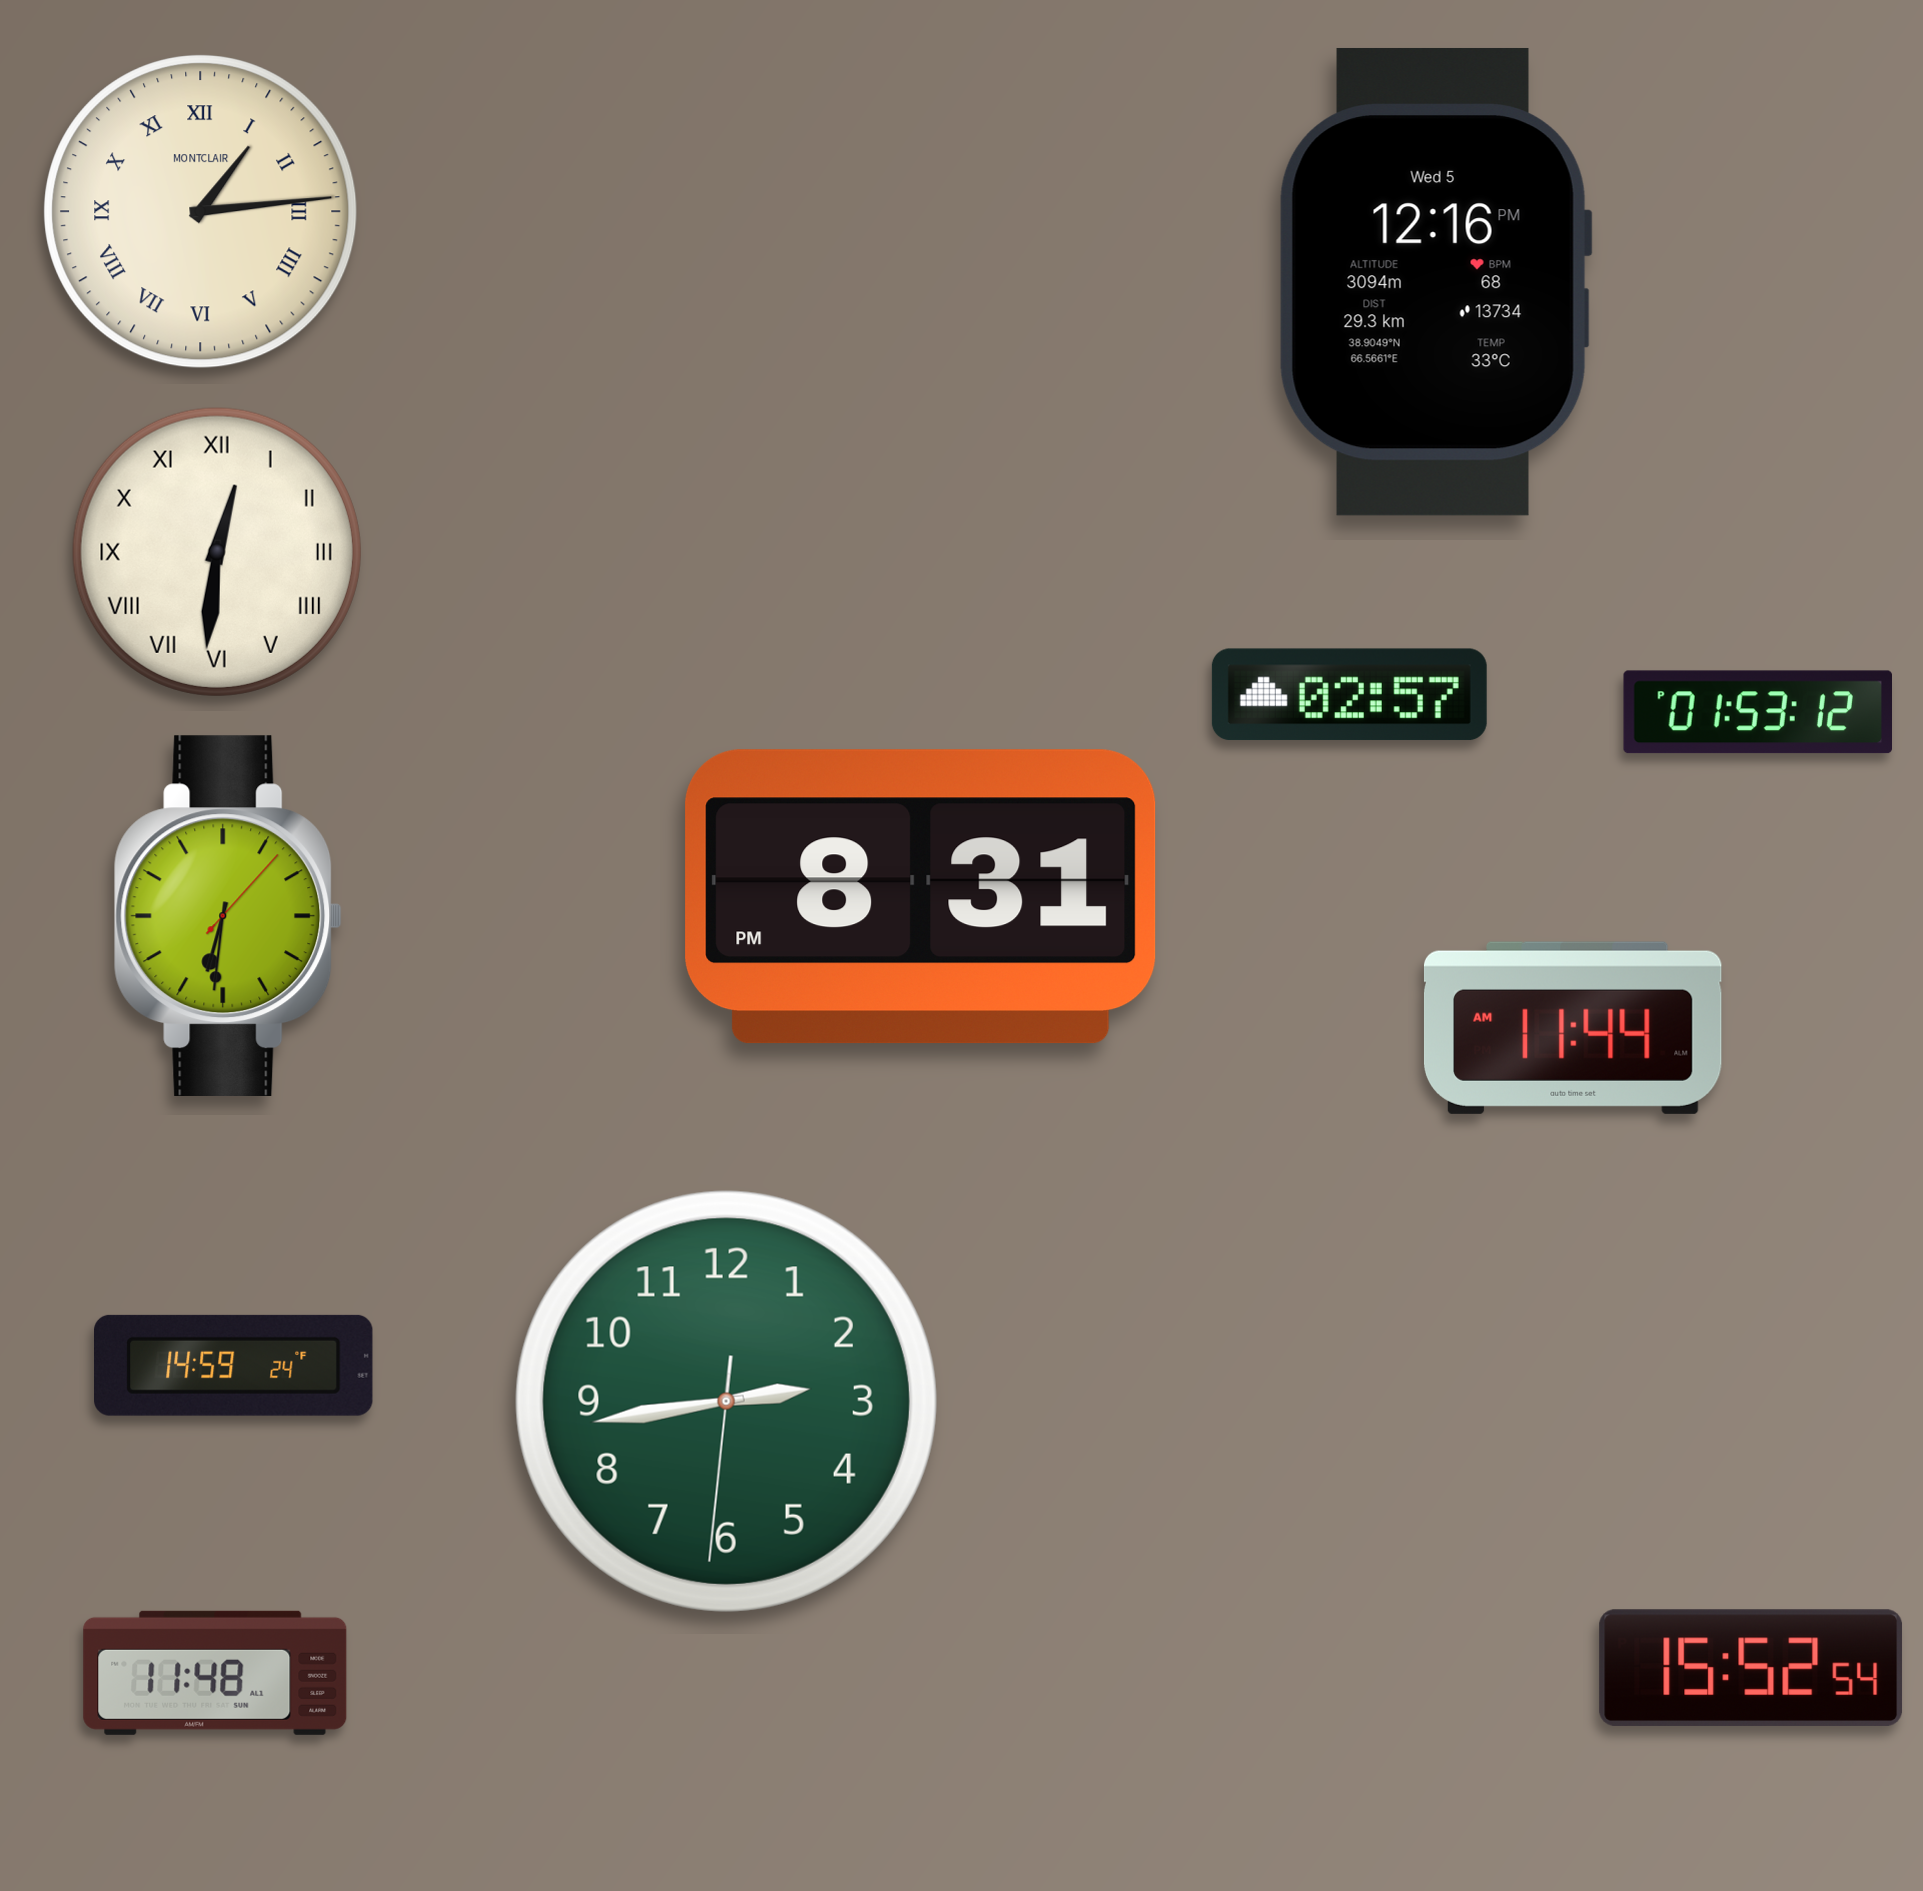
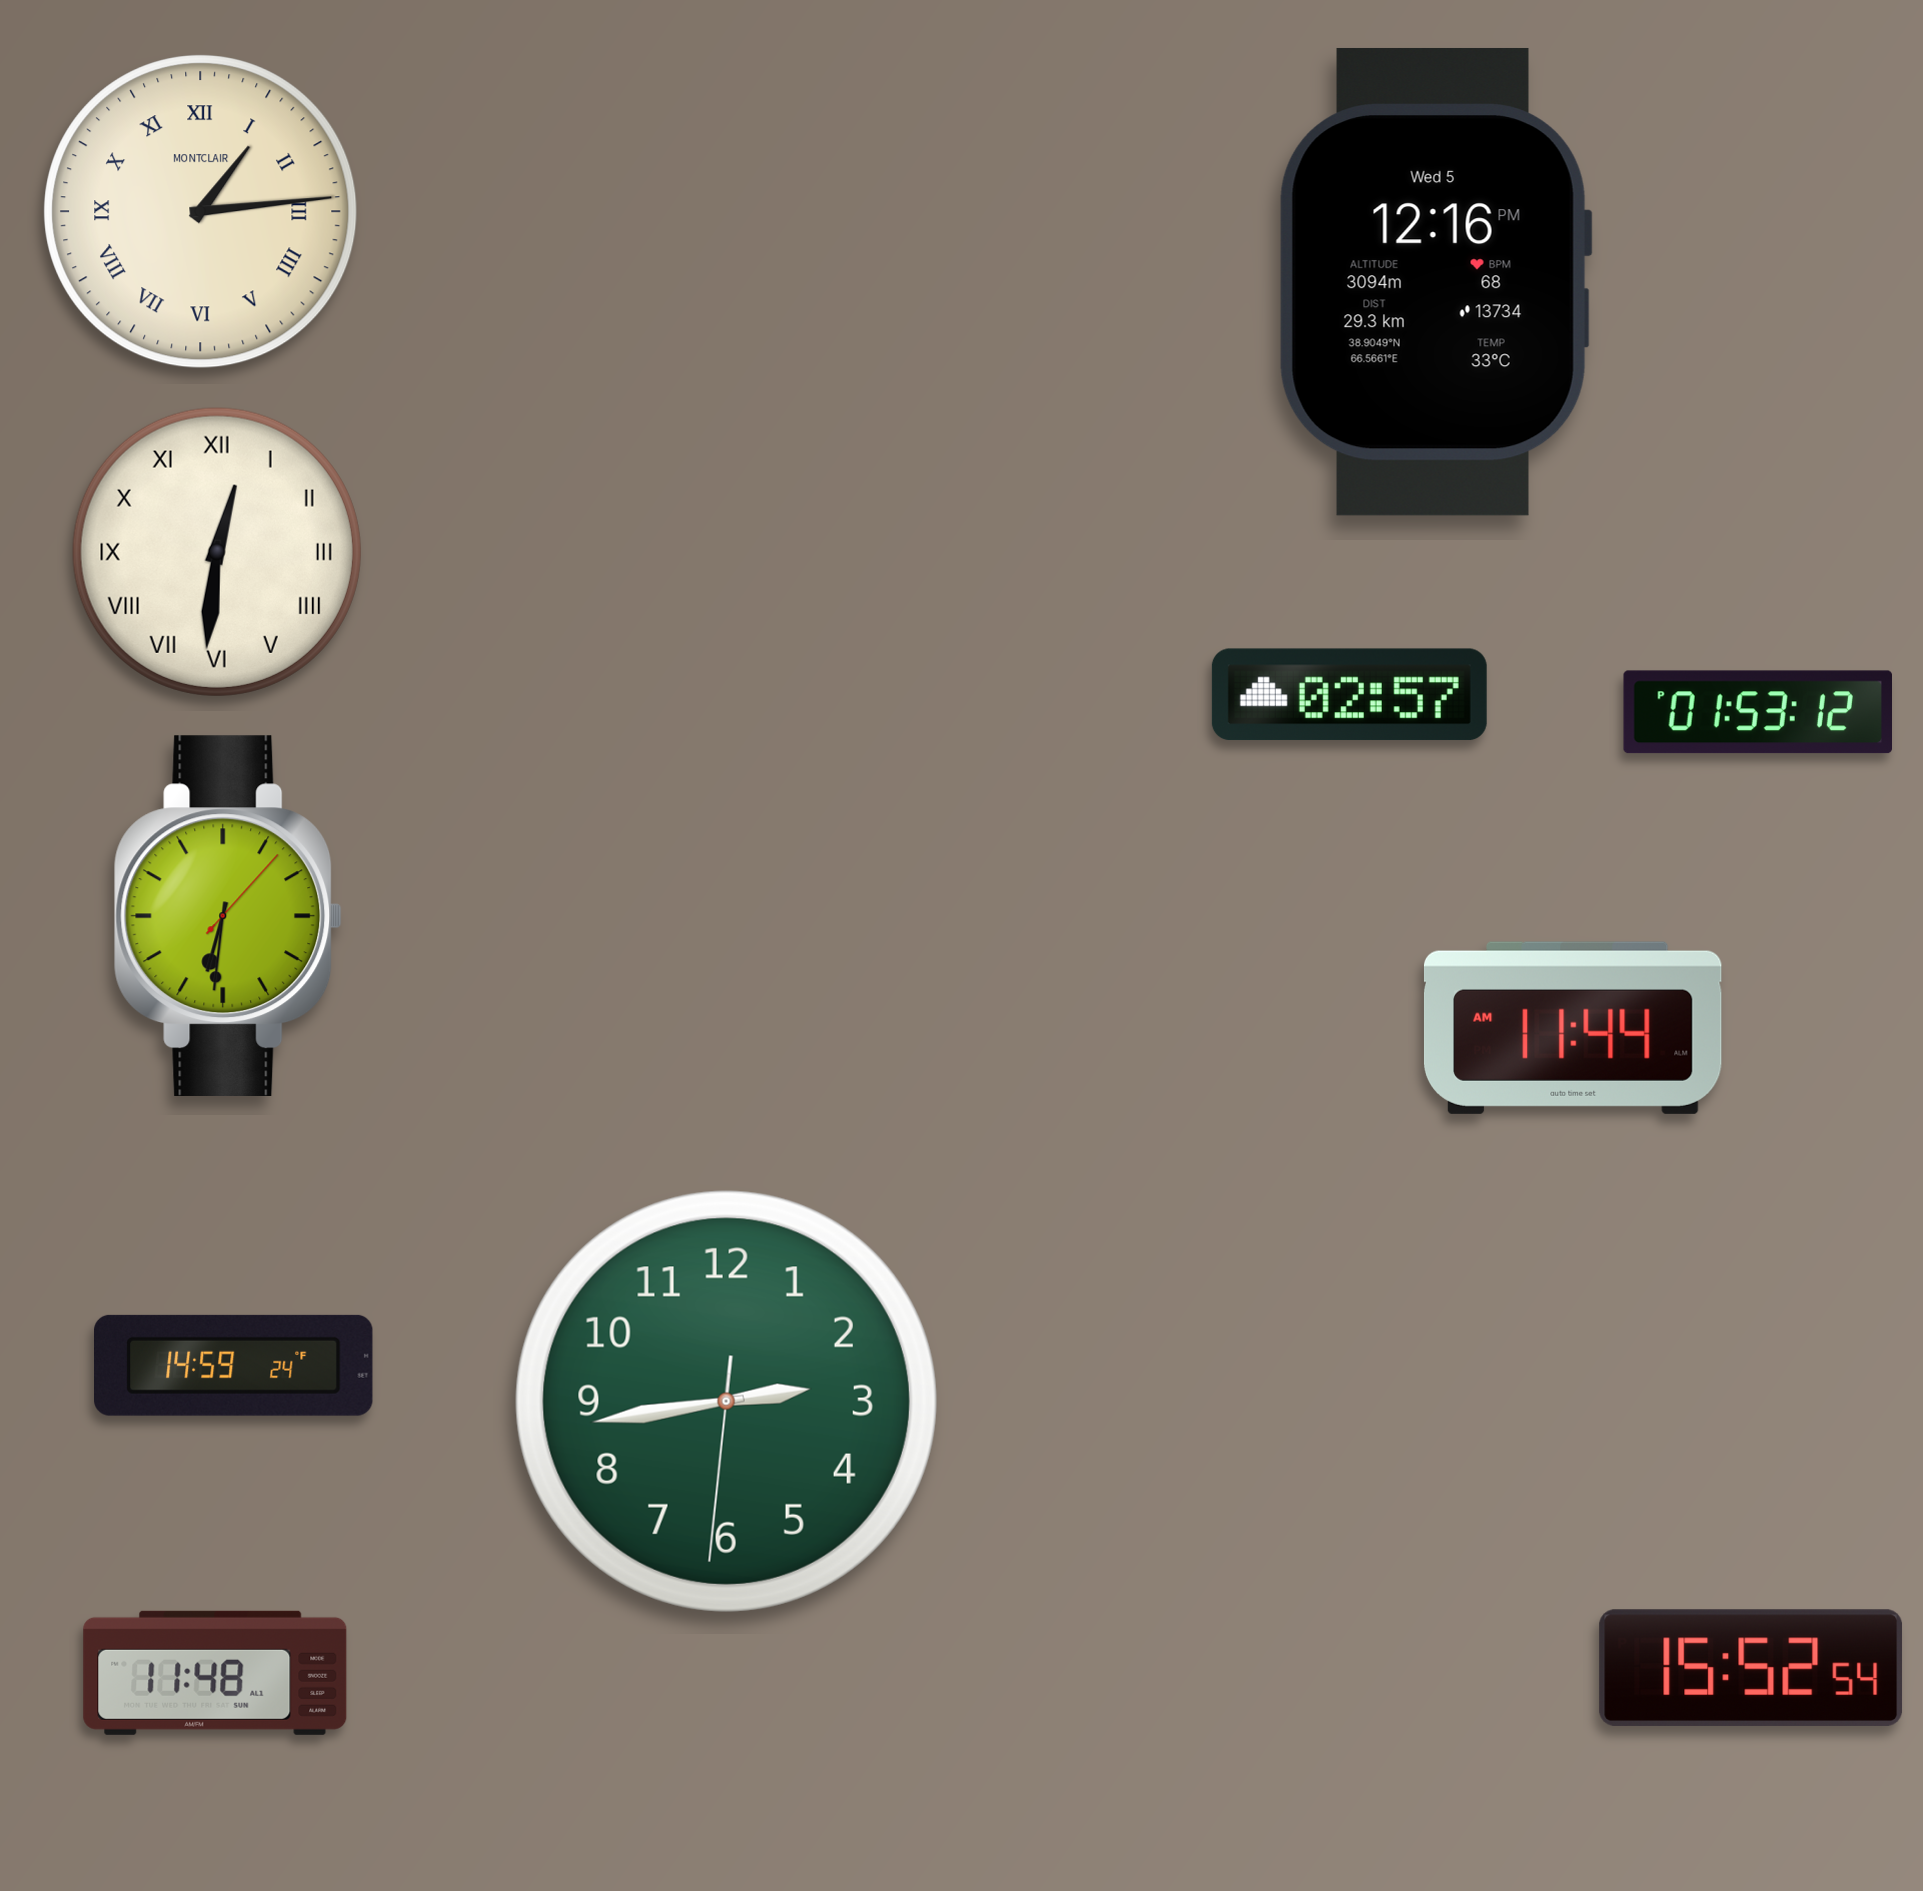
clock at (921, 897): 8:31 -> none
